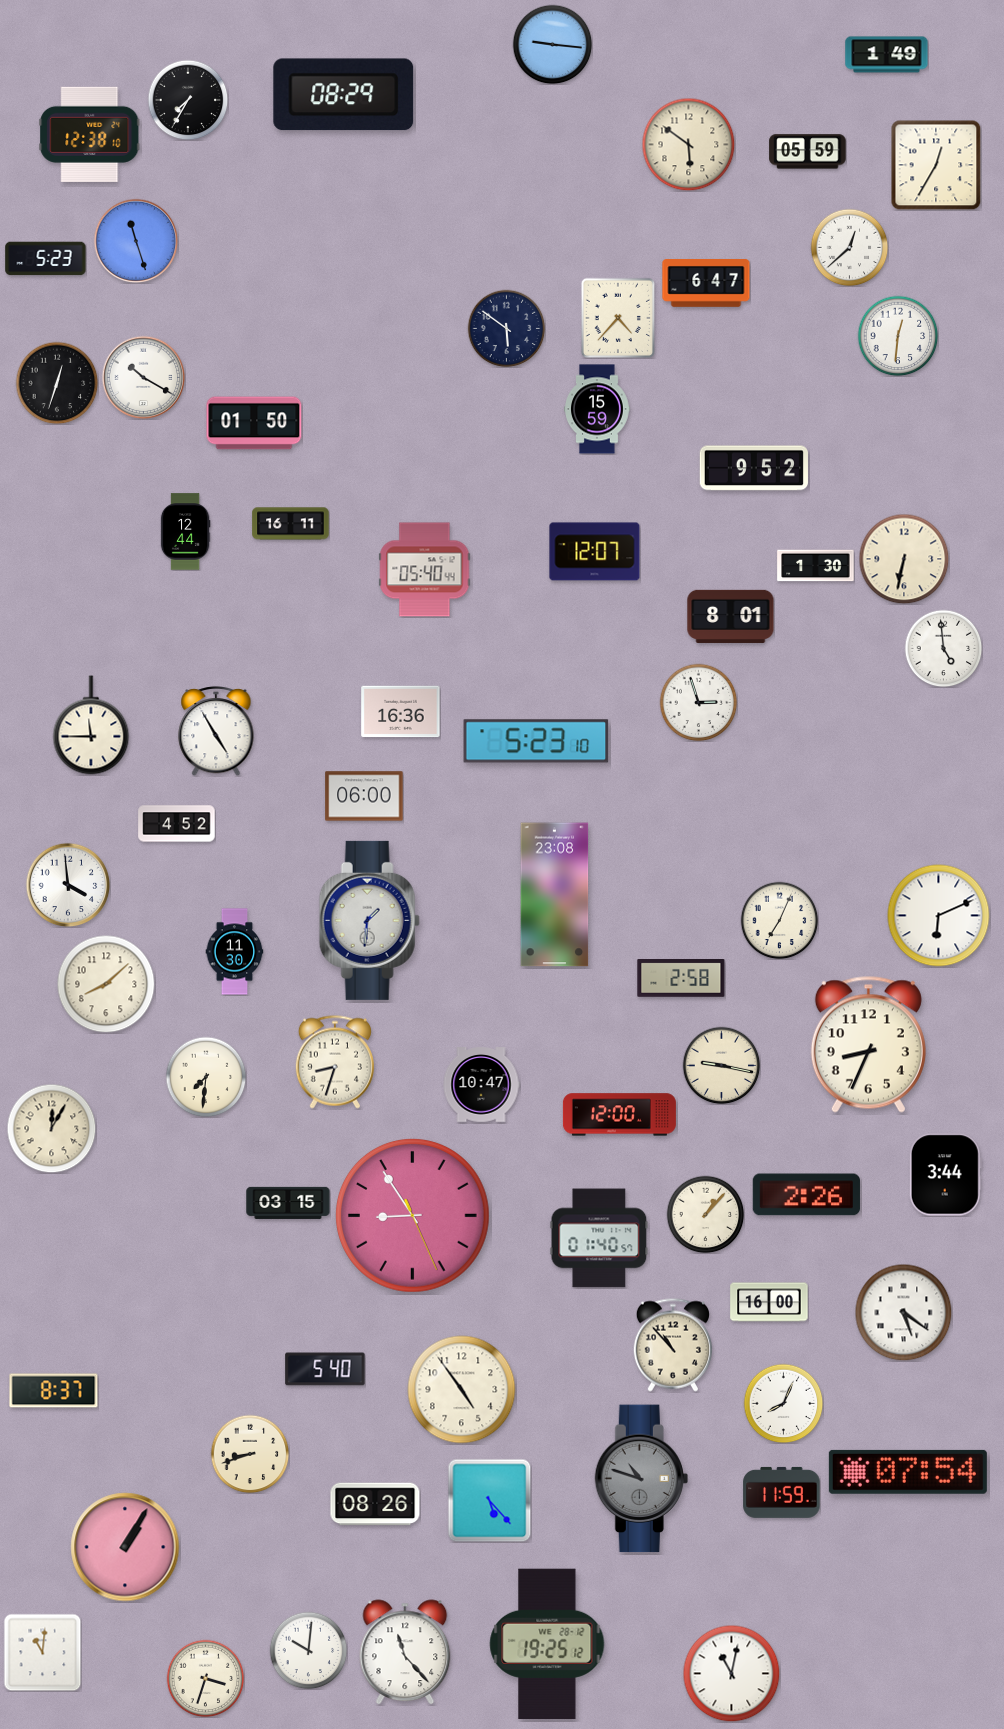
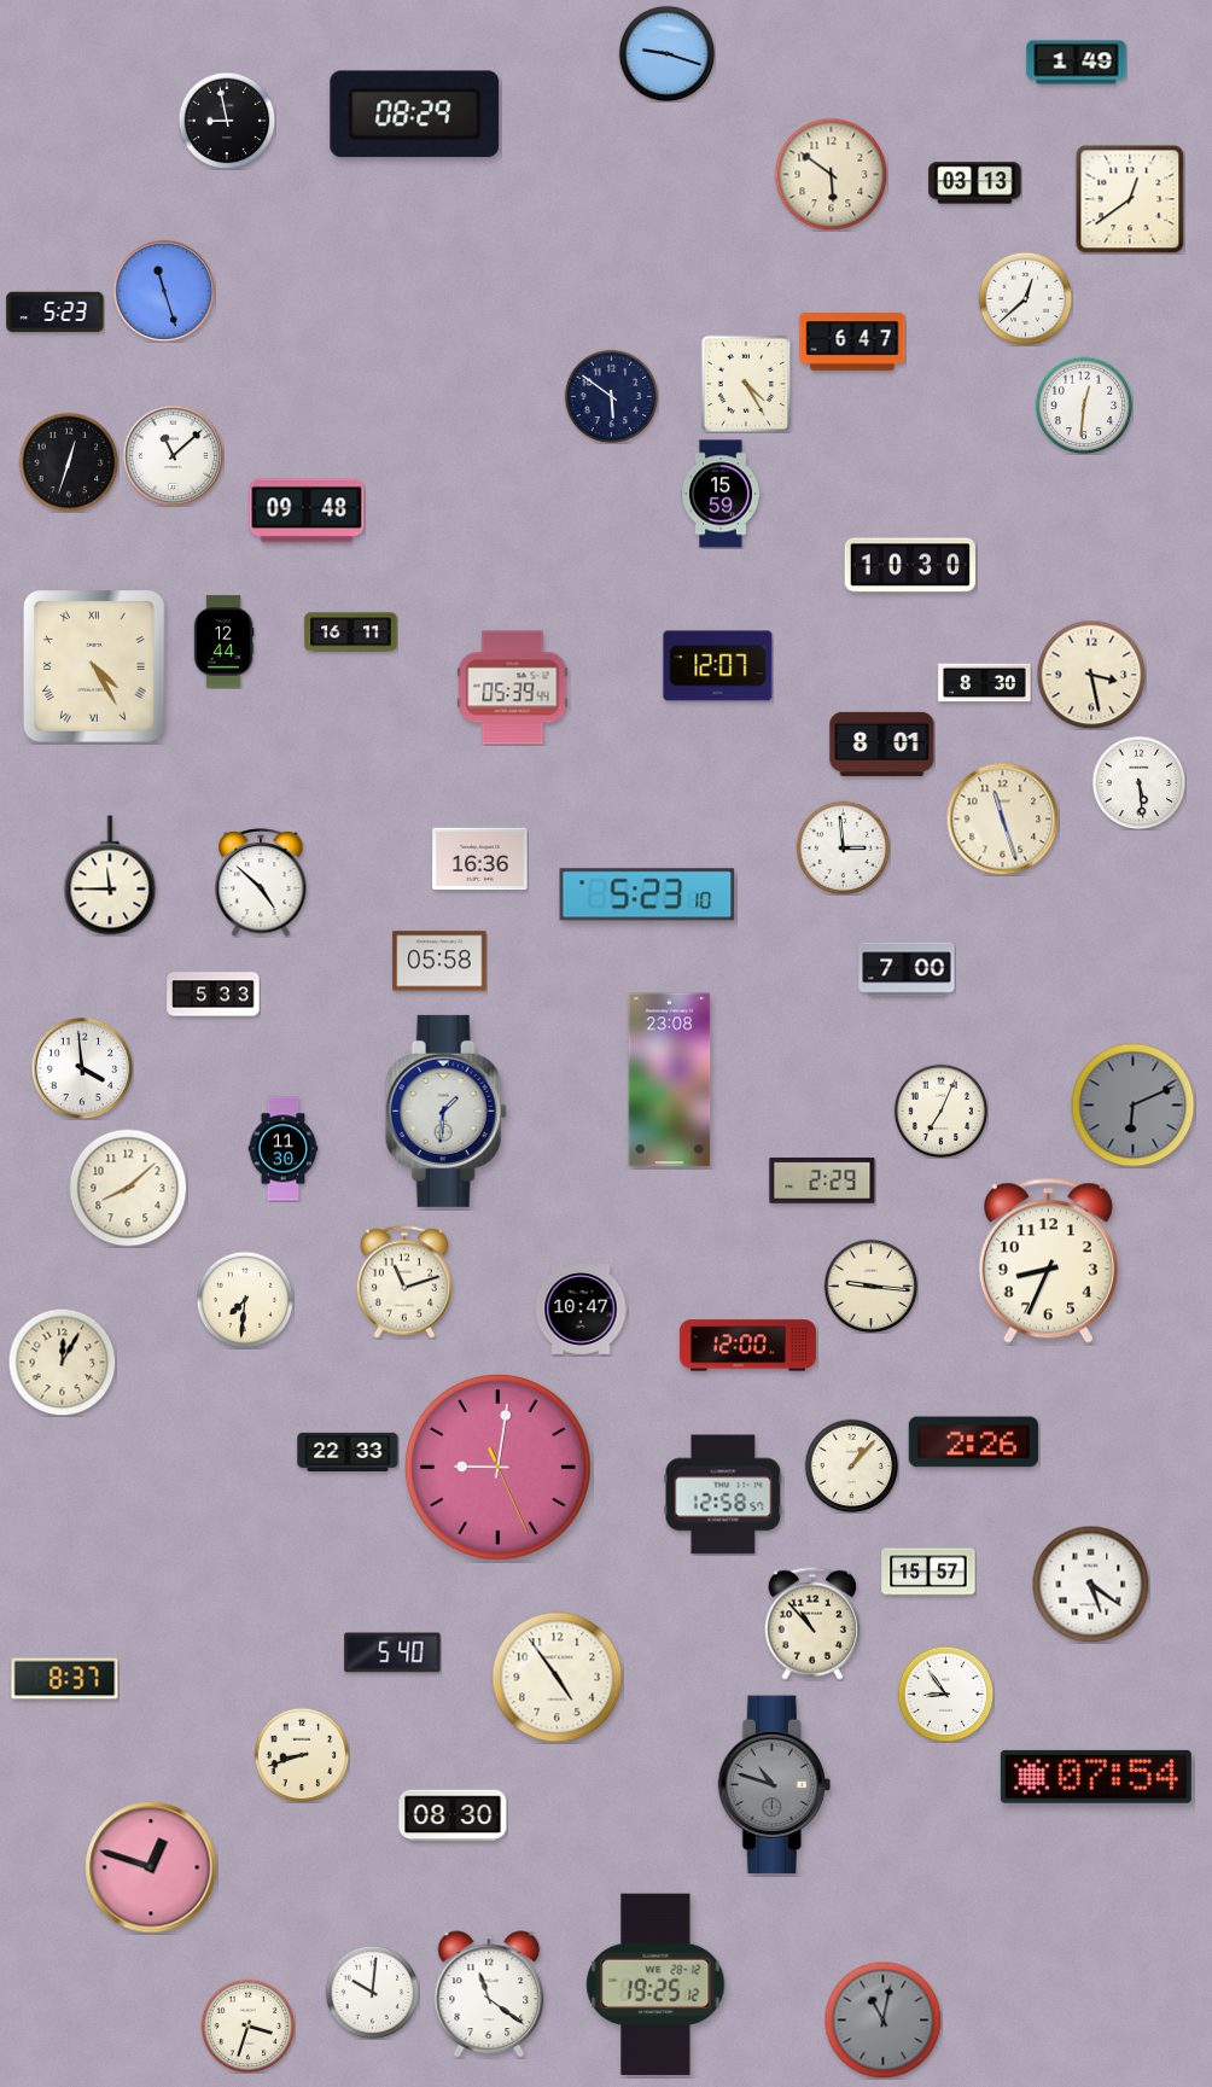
clock at (552, 44): 9:16 -> 9:18
clock at (887, 55) position: (887, 55) -> (1077, 63)
clock at (188, 100): 7:35 -> 8:58
clock at (90, 134): 12:38 -> none
clock at (808, 152): 05:59 -> 03:13
clock at (936, 165): 12:35 -> 12:39
clock at (617, 318): 4:37 -> 4:25
clock at (143, 377): 10:20 -> 11:08
clock at (254, 423): 01:50 -> 09:48
clock at (754, 468): 9:52 -> 10:30
clock at (95, 668): none -> 4:25
clock at (904, 559): 6:32 -> 3:28
clock at (816, 566): 1:30 -> 8:30
clock at (425, 570): 05:40 -> 05:39
clock at (943, 648): 4:59 -> 5:29
clock at (1002, 818): none -> 11:27
clock at (698, 702): 2:57 -> 2:59
clock at (401, 712) position: (401, 712) -> (480, 859)
clock at (216, 731): 4:55 -> 4:52
clock at (364, 796): 06:00 -> 05:58
clock at (907, 969): none -> 7:00
clock at (177, 824): 4:52 -> 5:33
clock at (939, 916) dial: white -> grey
clock at (681, 979): 2:58 -> 2:29
clock at (335, 1062): 8:33 -> 11:12
clock at (721, 1065): 9:17 -> 9:16
clock at (206, 1077) position: (206, 1077) -> (245, 1300)
clock at (945, 1175): 3:44 -> none
clock at (288, 1203): 03:15 -> 22:33
clock at (412, 1215): 8:54 -> 9:01
clock at (599, 1238): 01:40 -> 12:58
clock at (769, 1302): 16:00 -> 15:57
clock at (783, 1403): 8:04 -> 8:54
clock at (782, 1492): 11:59 -> none
clock at (489, 1500): 5:23 -> none
clock at (375, 1504): 08:26 -> 08:30
clock at (125, 1547): 1:05 -> 12:48
clock at (547, 1643) position: (547, 1643) -> (655, 1983)
clock at (42, 1652): 11:01 -> none
clock at (405, 1652): 11:23 -> 11:21
clock at (731, 1673) dial: white -> grey
